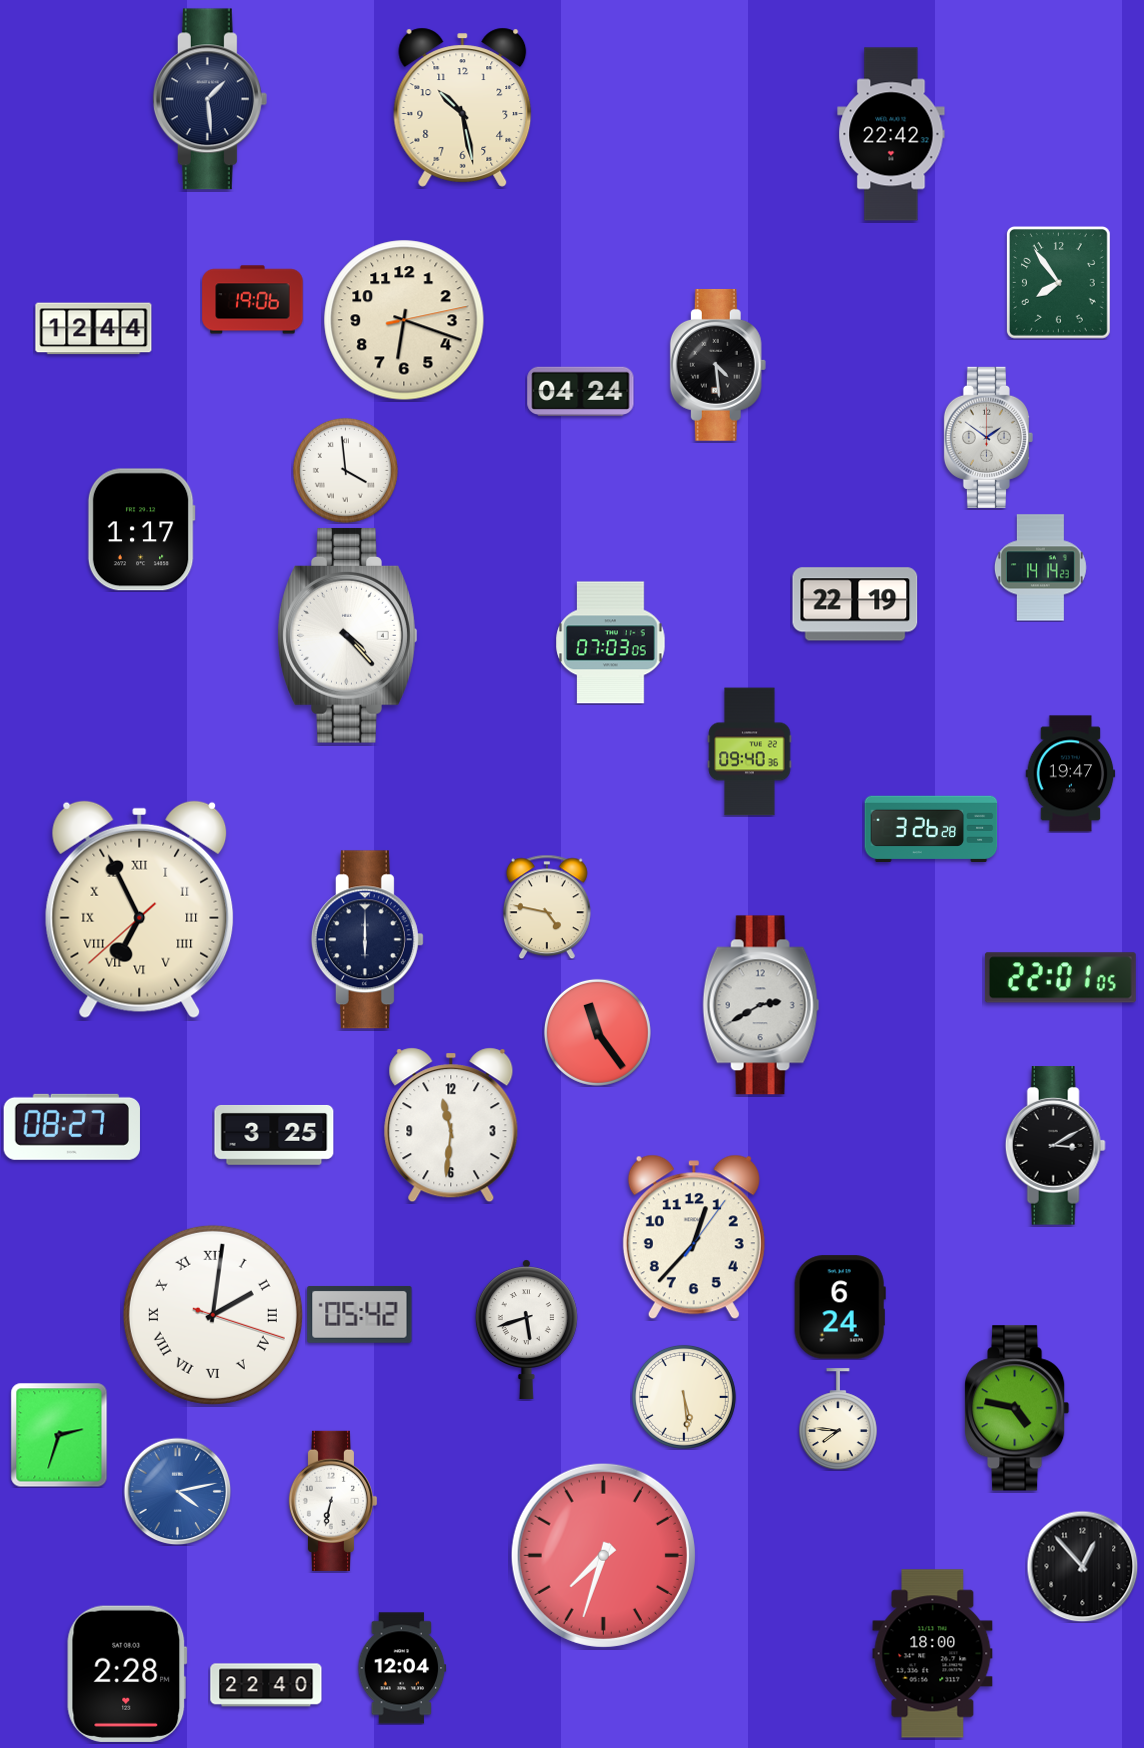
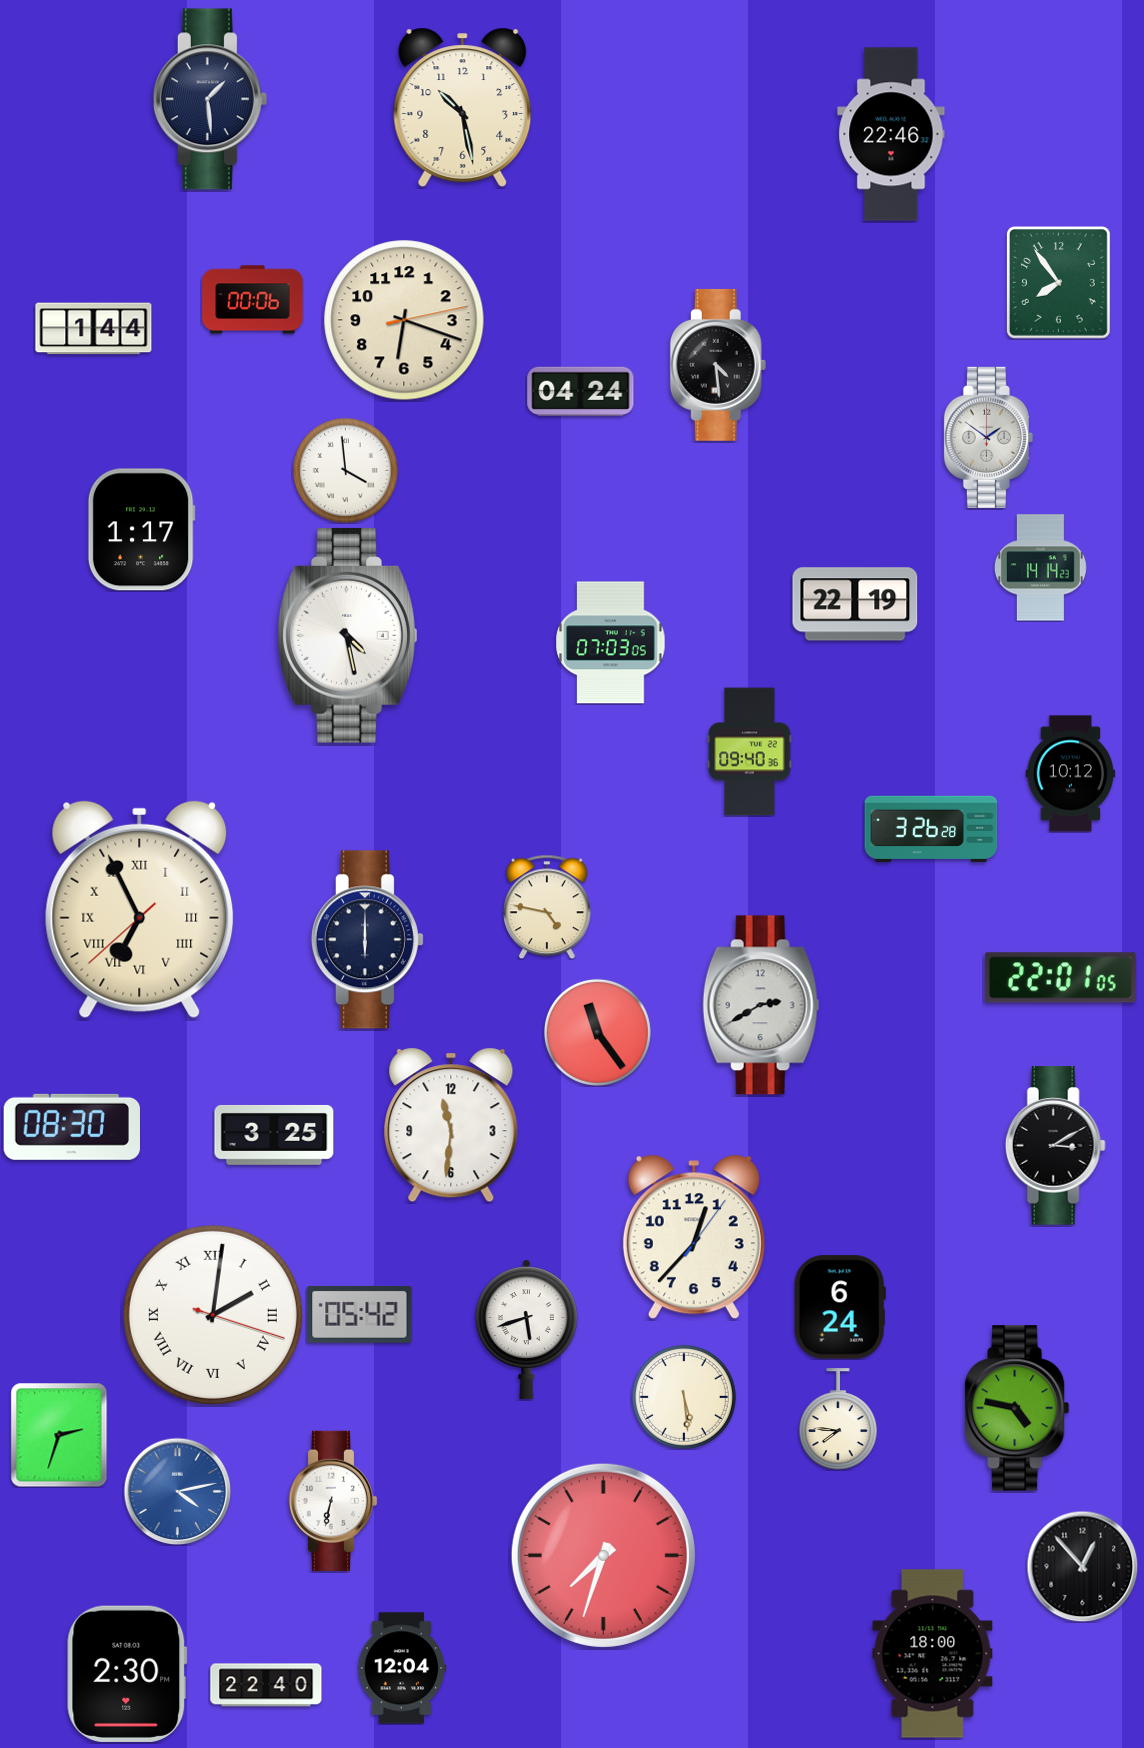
clock at (891, 134): 22:42 -> 22:46
clock at (253, 300): 19:06 -> 00:06
clock at (94, 329): 12:44 -> 1:44
clock at (348, 635): 4:23 -> 4:28
clock at (1071, 774): 19:47 -> 10:12
clock at (72, 1127): 08:27 -> 08:30
clock at (127, 1674): 2:28 -> 2:30
